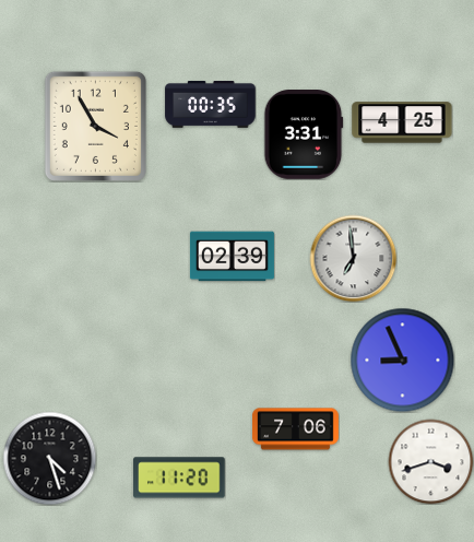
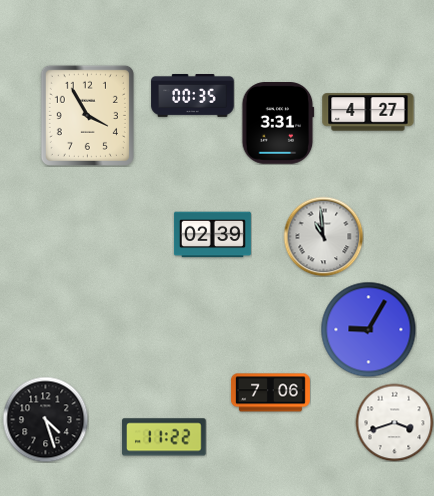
clock at (402, 122): 4:25 -> 4:27
clock at (353, 258): 6:59 -> 10:59
clock at (402, 360): 8:56 -> 9:05
clock at (179, 478): 11:20 -> 11:22
